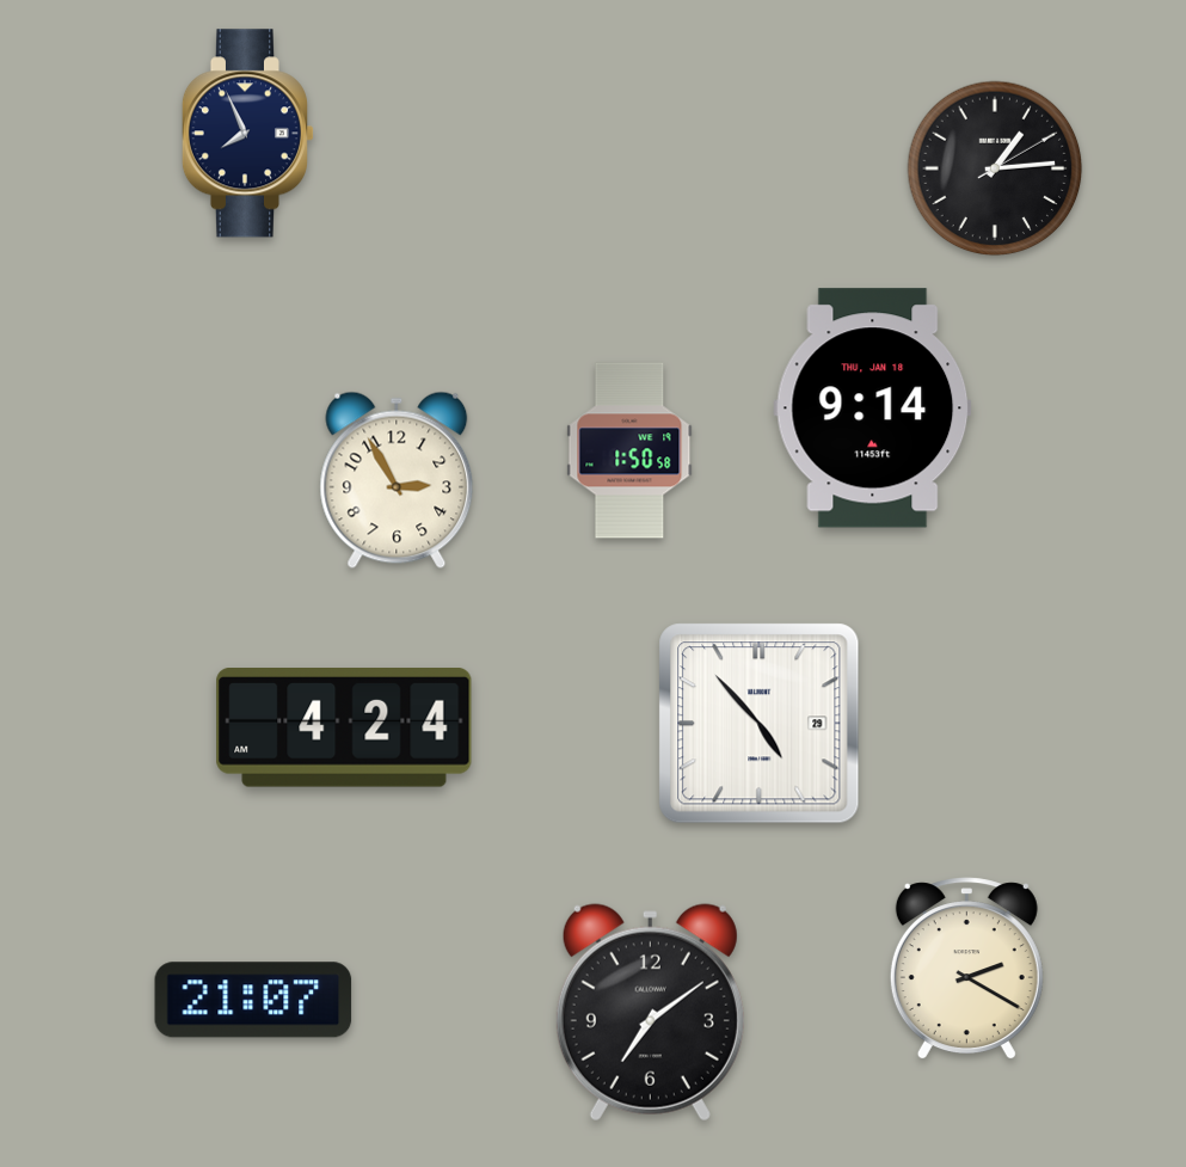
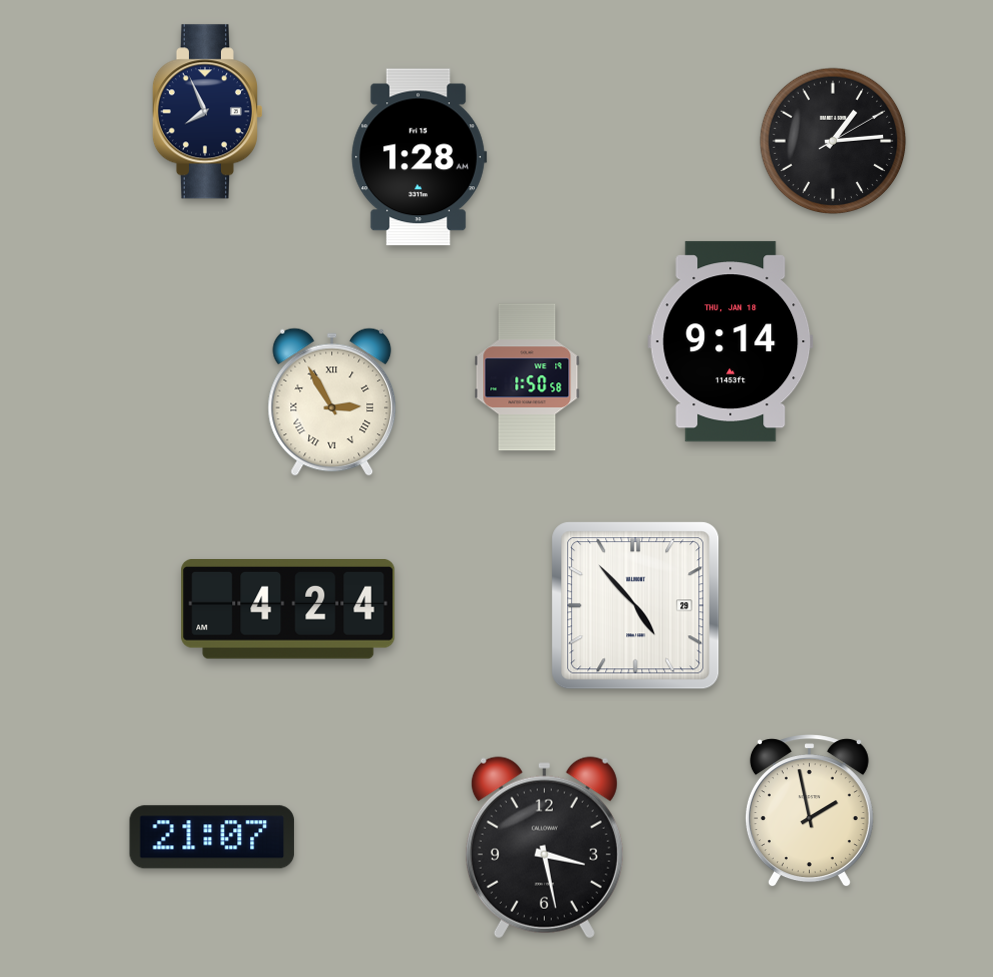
clock at (419, 157): none -> 1:28
clock at (397, 480) numerals: Arabic -> Roman
clock at (966, 969): 2:20 -> 1:58
clock at (650, 1013): 7:09 -> 3:28
